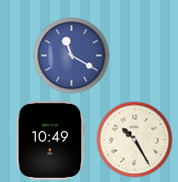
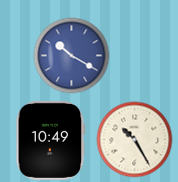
clock at (72, 56): 11:20 -> 10:20
